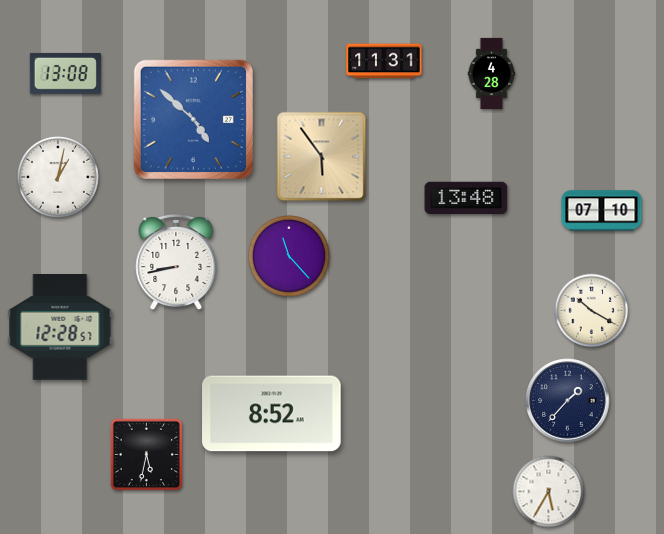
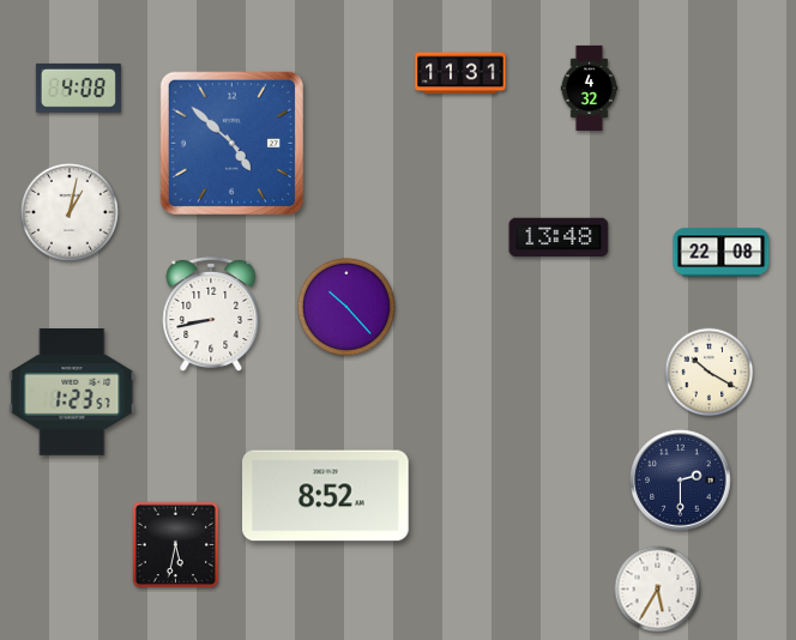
clock at (65, 73): 13:08 -> 4:08
clock at (492, 73): 4:28 -> 4:32
clock at (322, 157): 5:54 -> none
clock at (602, 211): 07:10 -> 22:08
clock at (289, 256): 11:23 -> 10:23
clock at (60, 328): 12:28 -> 1:23
clock at (568, 401): 1:37 -> 2:30
